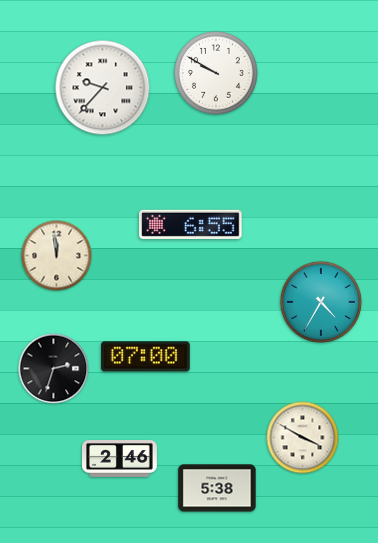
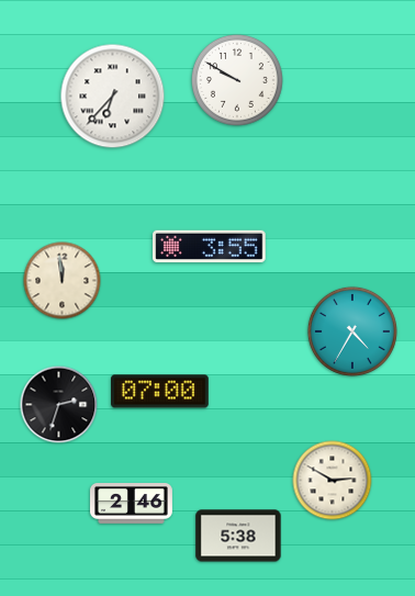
clock at (103, 88): 9:37 -> 6:37
clock at (191, 224): 6:55 -> 3:55
clock at (303, 438): 3:50 -> 2:50
